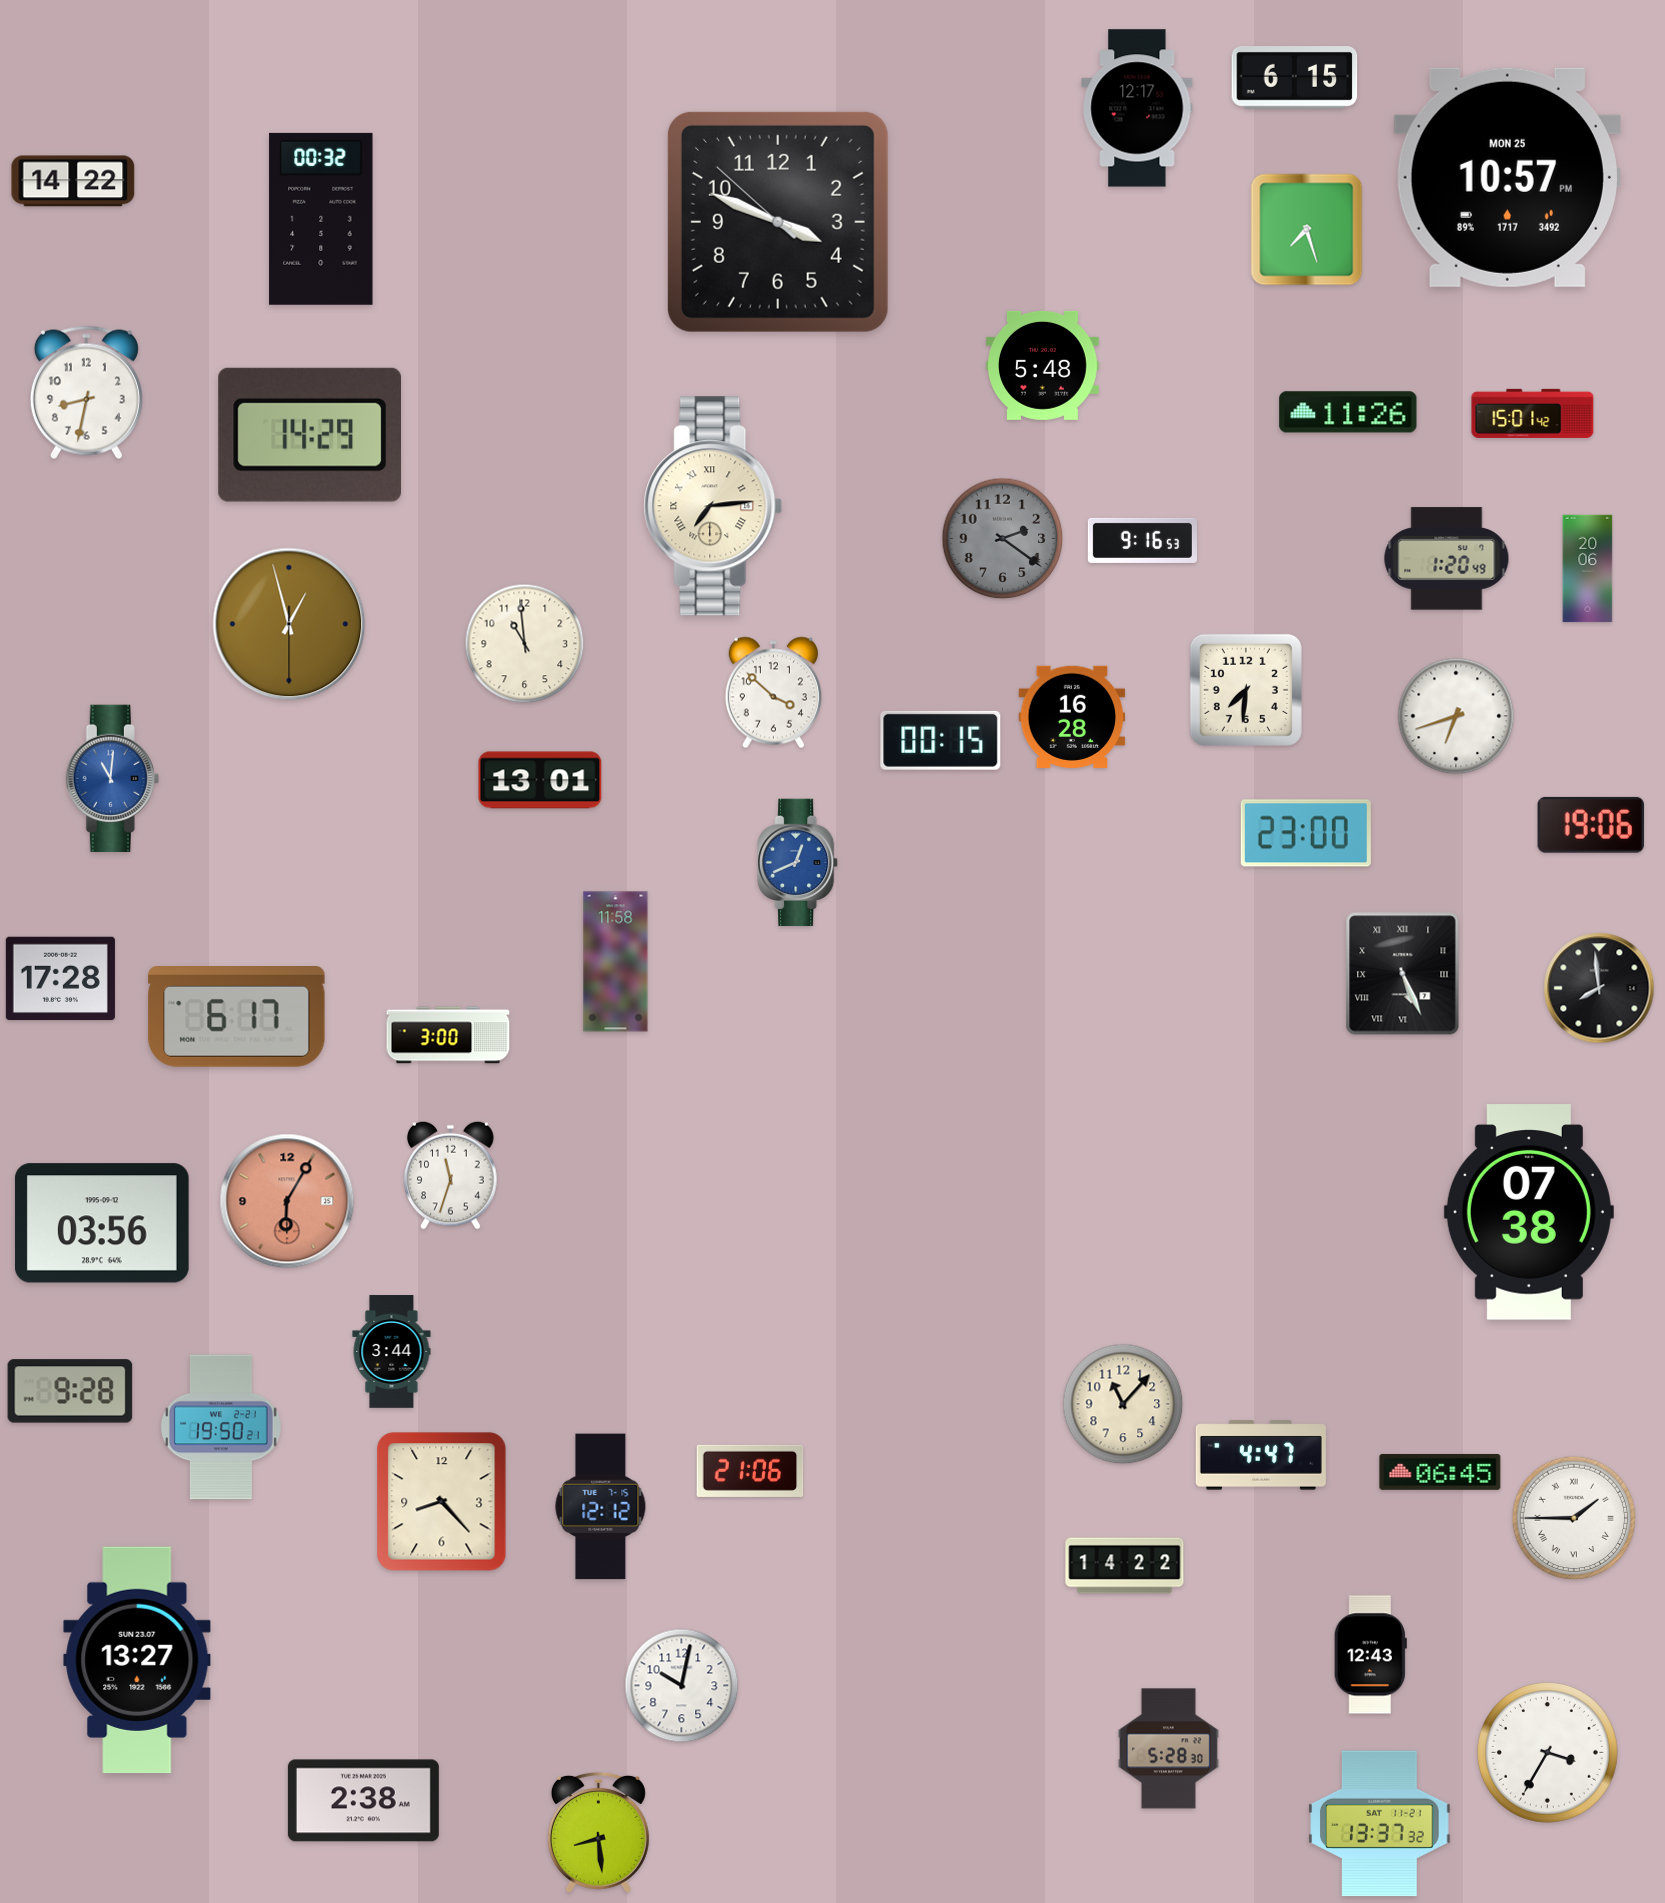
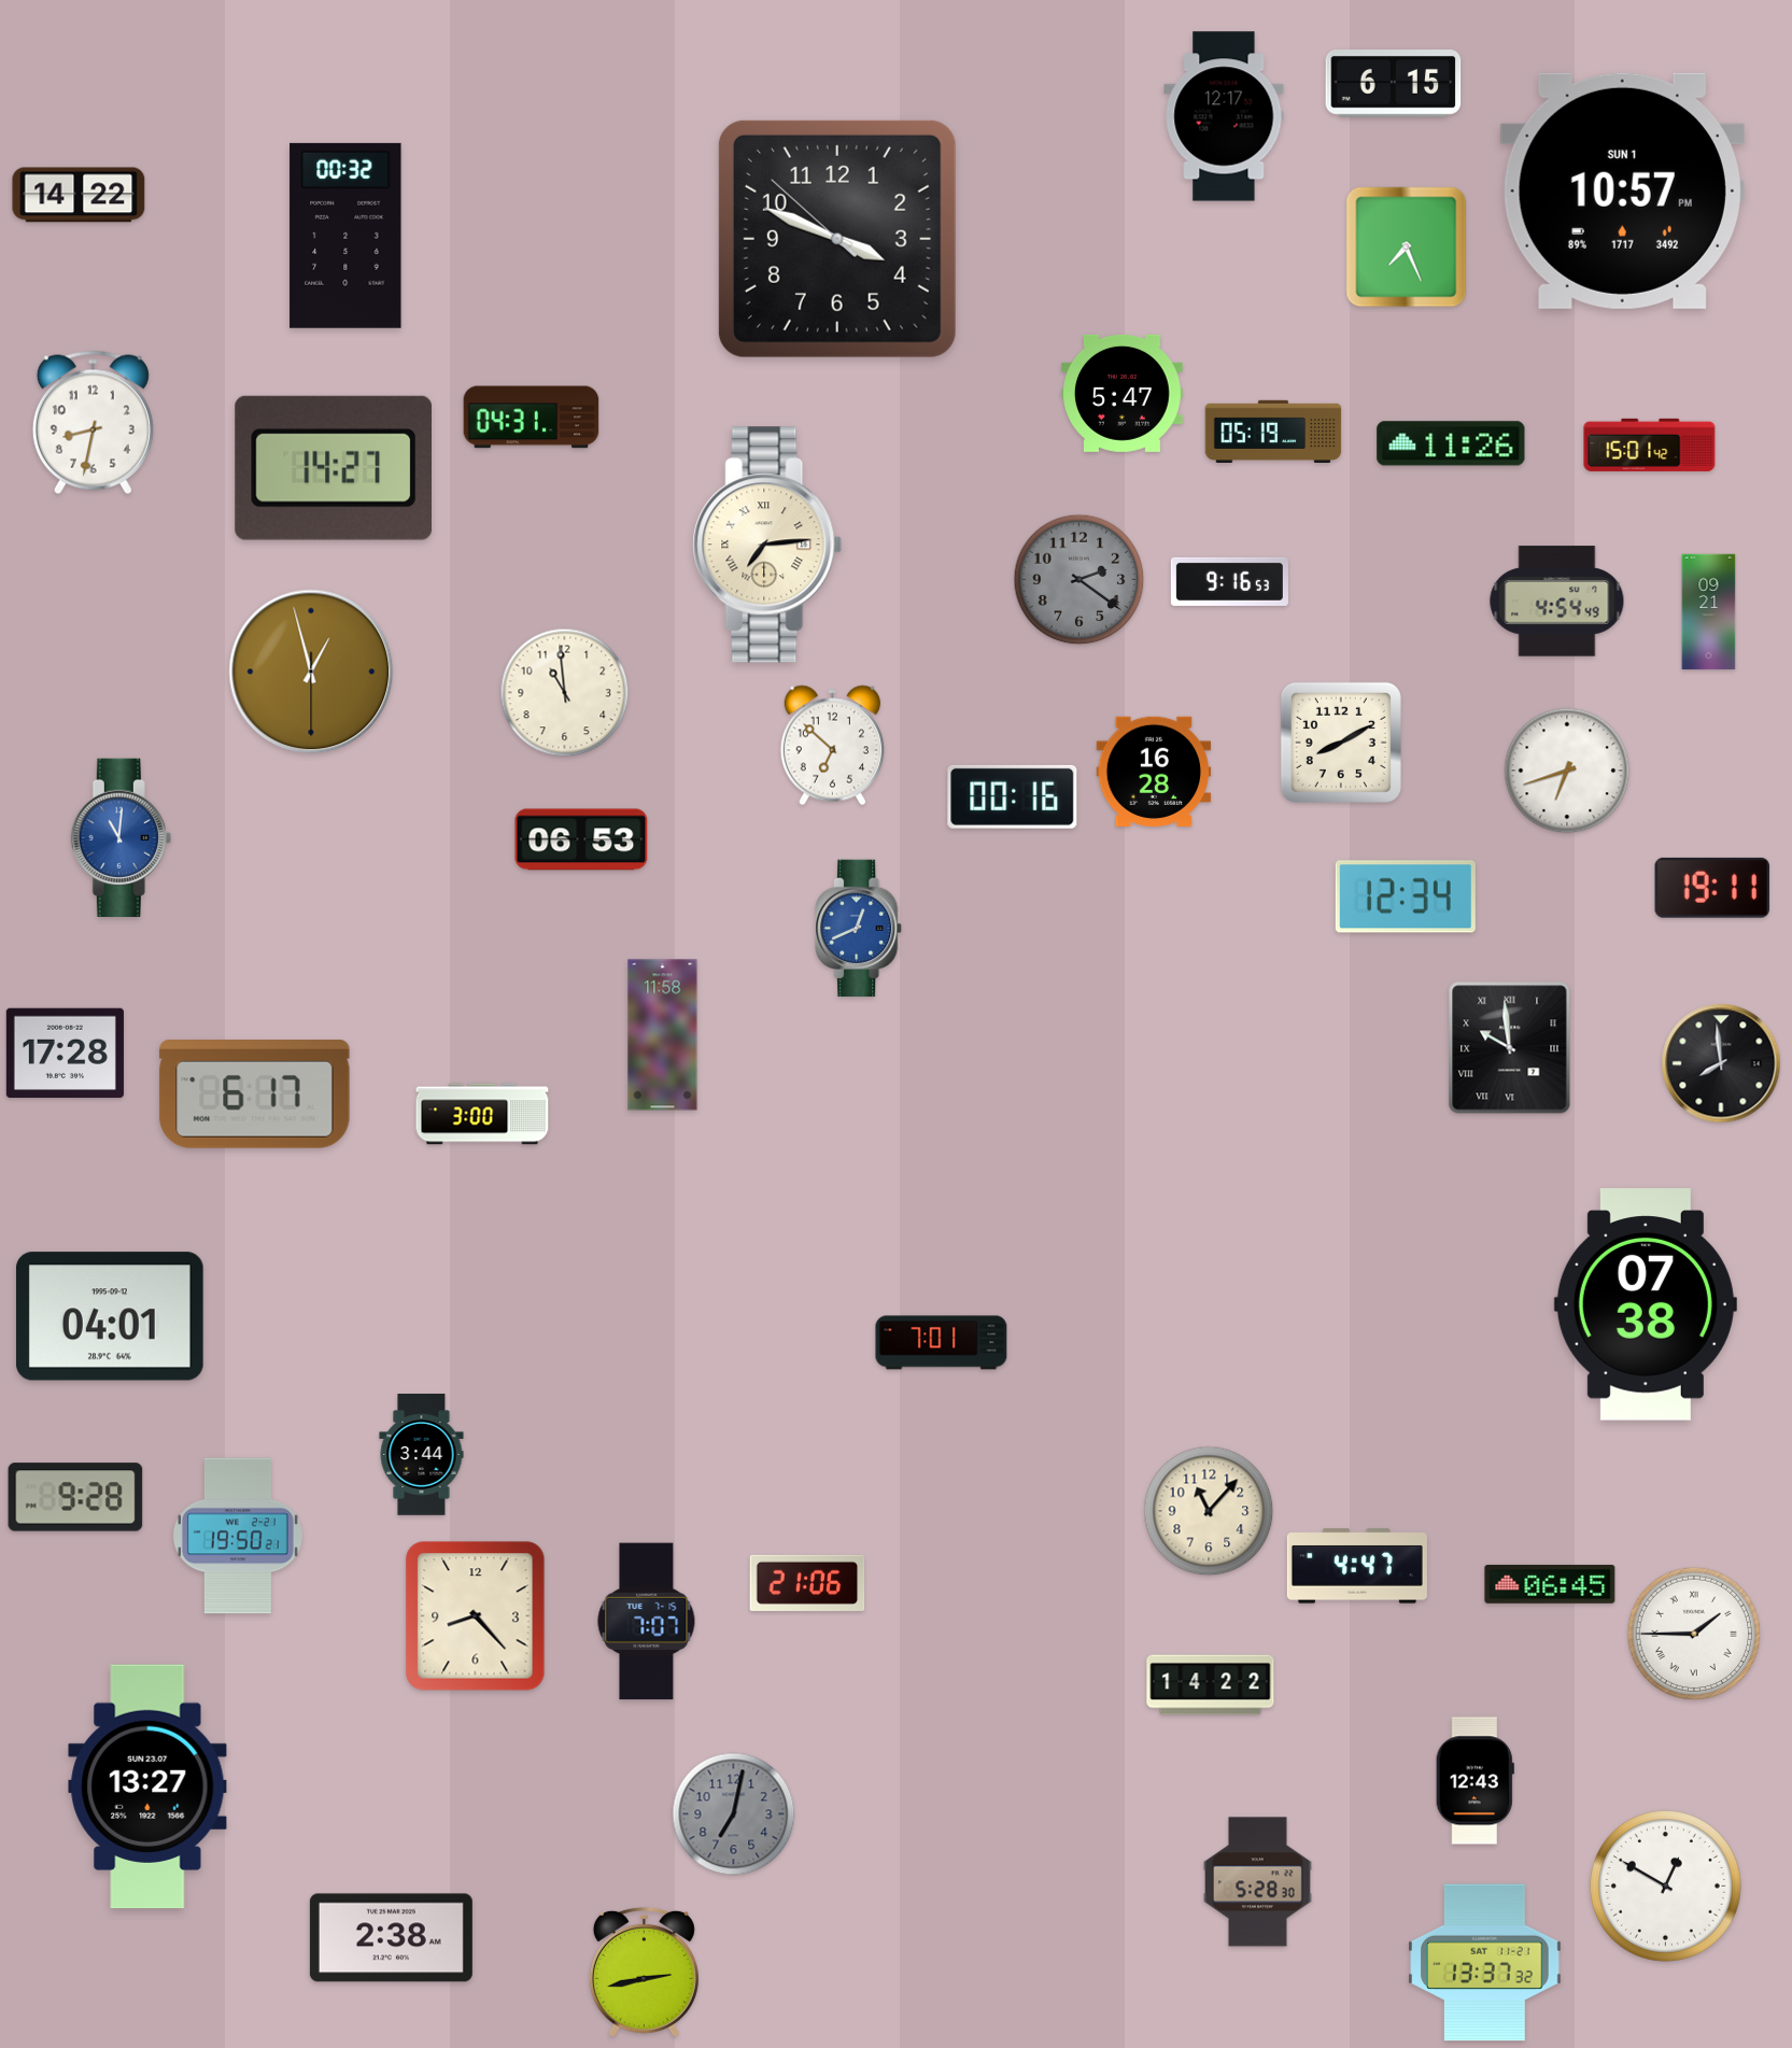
clock at (1507, 177) date: MON 25 -> SUN 1
clock at (1307, 230): 7:27 -> 7:26
clock at (1043, 365): 5:48 -> 5:47
clock at (532, 418): none -> 04:31
clock at (1273, 430): none -> 05:19
clock at (309, 435): 14:29 -> 14:27
clock at (1447, 559): 1:20 -> 4:54
clock at (1588, 569): 20:06 -> 09:21
clock at (1246, 690): 7:31 -> 8:10
clock at (773, 693): 3:52 -> 6:52
clock at (941, 740): 00:15 -> 00:16
clock at (540, 780): 13:01 -> 06:53
clock at (1591, 825): 19:06 -> 19:11
clock at (1306, 833): 23:00 -> 12:34
clock at (1403, 974): 5:26 -> 9:59
clock at (451, 1175): 11:33 -> none
clock at (287, 1201): 6:05 -> none
clock at (102, 1223): 03:56 -> 04:01
clock at (942, 1343): none -> 7:01
clock at (601, 1507): 12:12 -> 7:07
clock at (682, 1686): 10:02 -> 7:02
clock at (682, 1686) dial: white -> grey
clock at (1547, 1752): 3:35 -> 12:50
clock at (598, 1832): 8:29 -> 2:43
